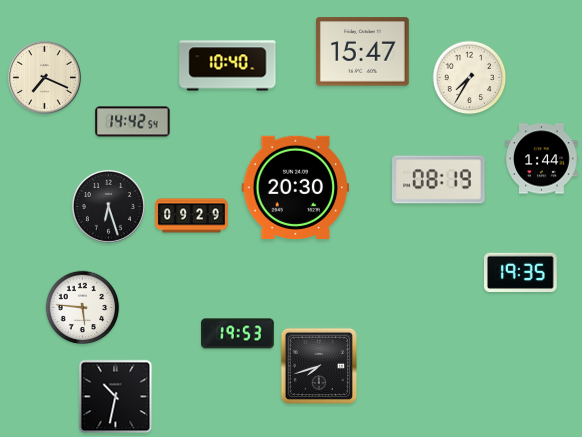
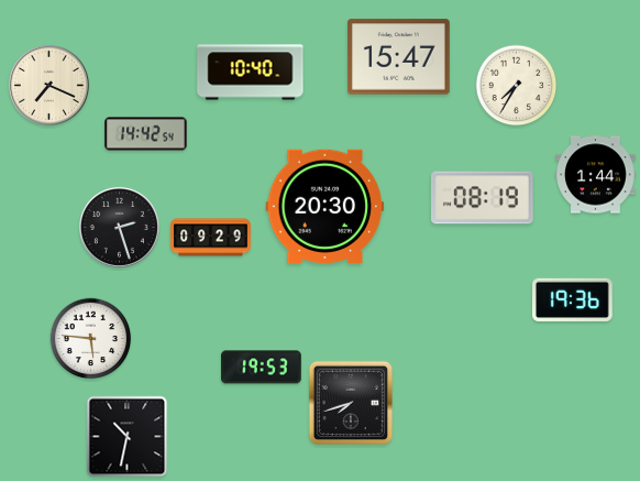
clock at (108, 206): 6:27 -> 2:27
clock at (521, 272): 19:35 -> 19:36
